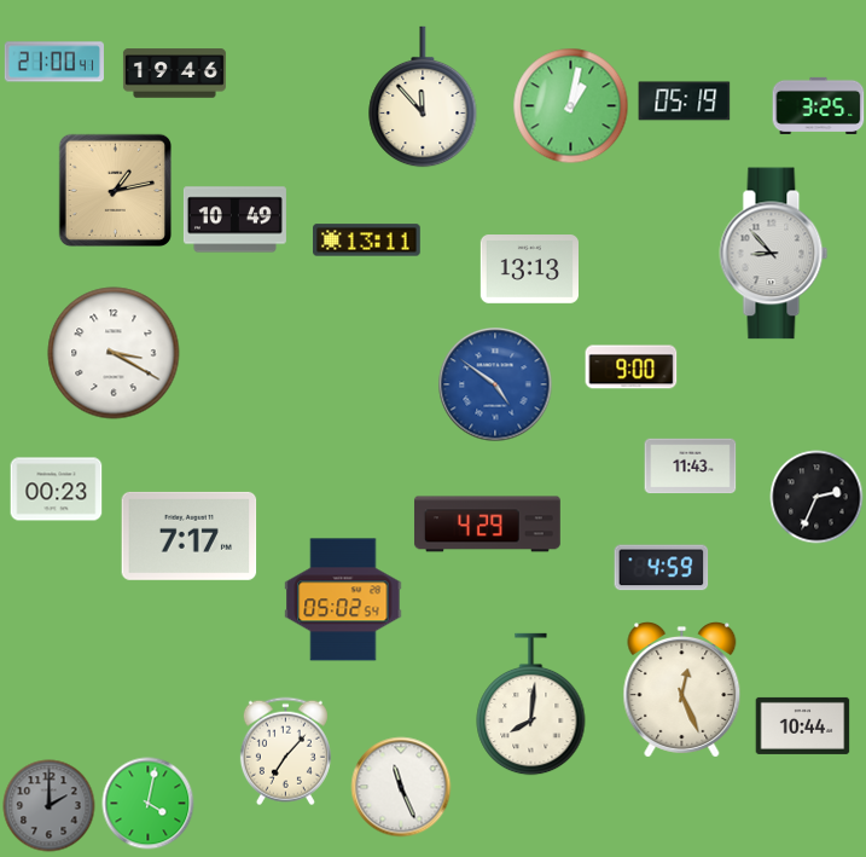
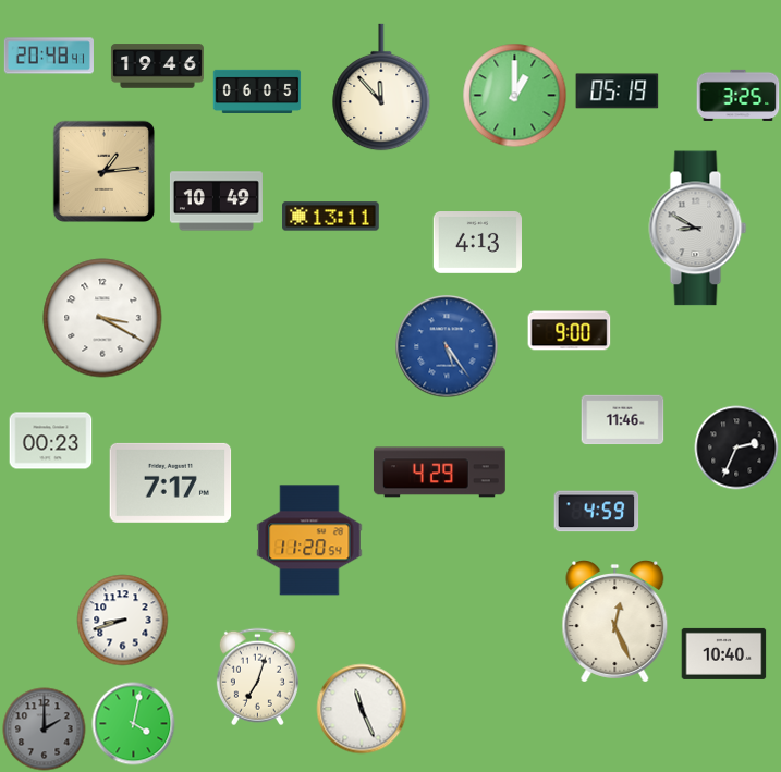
clock at (54, 62): 21:00 -> 20:48
clock at (257, 90): none -> 06:05
clock at (571, 106): 1:02 -> 1:00
clock at (115, 190): 1:13 -> 1:14
clock at (234, 220) position: (234, 220) -> (216, 201)
clock at (774, 254): 8:53 -> 8:50
clock at (529, 270): 13:13 -> 4:13
clock at (495, 384): 4:51 -> 5:24
clock at (691, 467): 11:43 -> 11:46
clock at (343, 600): 05:02 -> 11:20
clock at (123, 621): none -> 8:42
clock at (531, 705): 8:01 -> none
clock at (803, 725): 10:44 -> 10:40
clock at (285, 752): 7:07 -> 7:03
clock at (50, 806) position: (50, 806) -> (45, 730)
